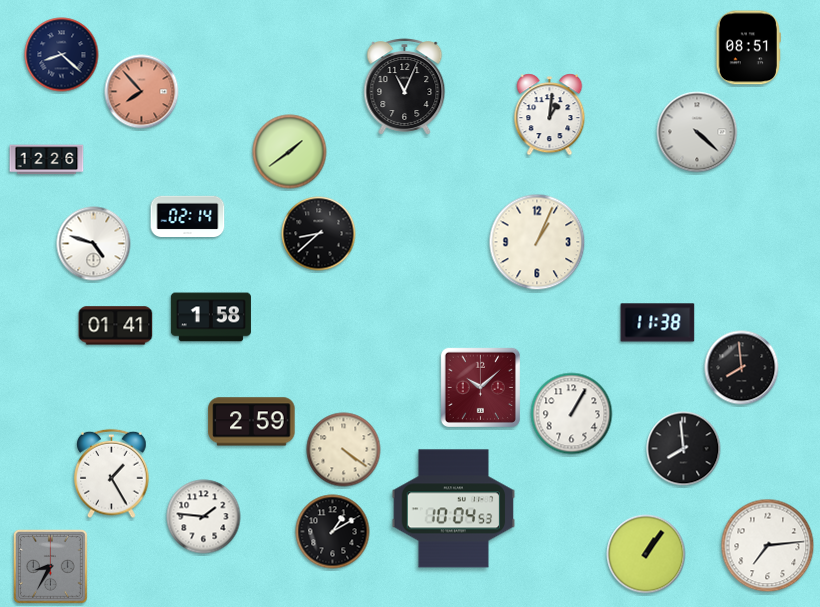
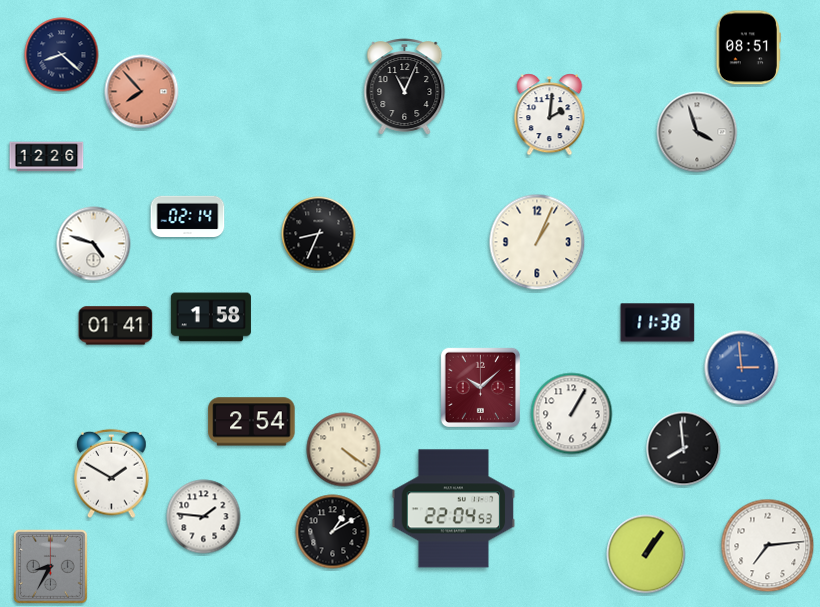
clock at (550, 115): 1:01 -> 2:01
clock at (697, 132): 4:22 -> 3:57
clock at (290, 152): 1:39 -> none
clock at (47, 160) position: (47, 160) -> (47, 157)
clock at (319, 234): 8:38 -> 8:34
clock at (742, 368): 7:59 -> 2:59
clock at (742, 368) dial: black -> blue
clock at (252, 422): 2:59 -> 2:54
clock at (112, 474): 1:25 -> 1:50
clock at (454, 509): 10:04 -> 22:04
